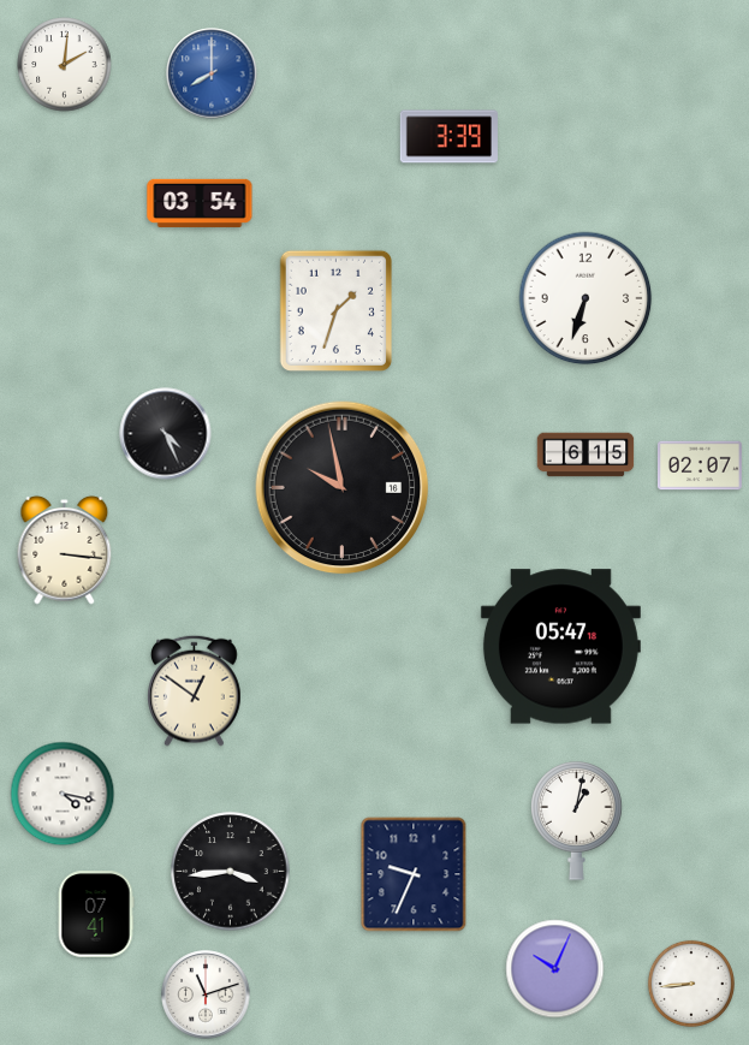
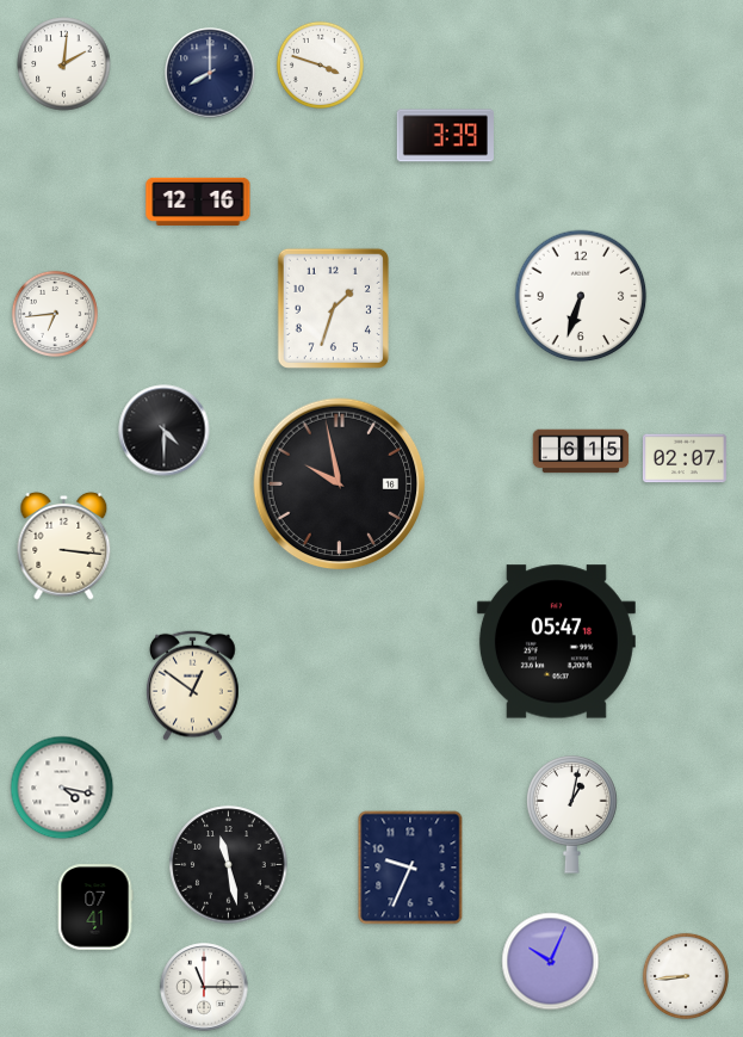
clock at (320, 64): none -> 3:48
clock at (212, 73) dial: blue -> navy
clock at (200, 203): 03:54 -> 12:16
clock at (55, 314): none -> 6:44
clock at (166, 434): 4:26 -> 4:30
clock at (700, 465) position: (700, 465) -> (685, 458)
clock at (231, 872): 3:44 -> 11:28
clock at (206, 994): 11:12 -> 11:15
